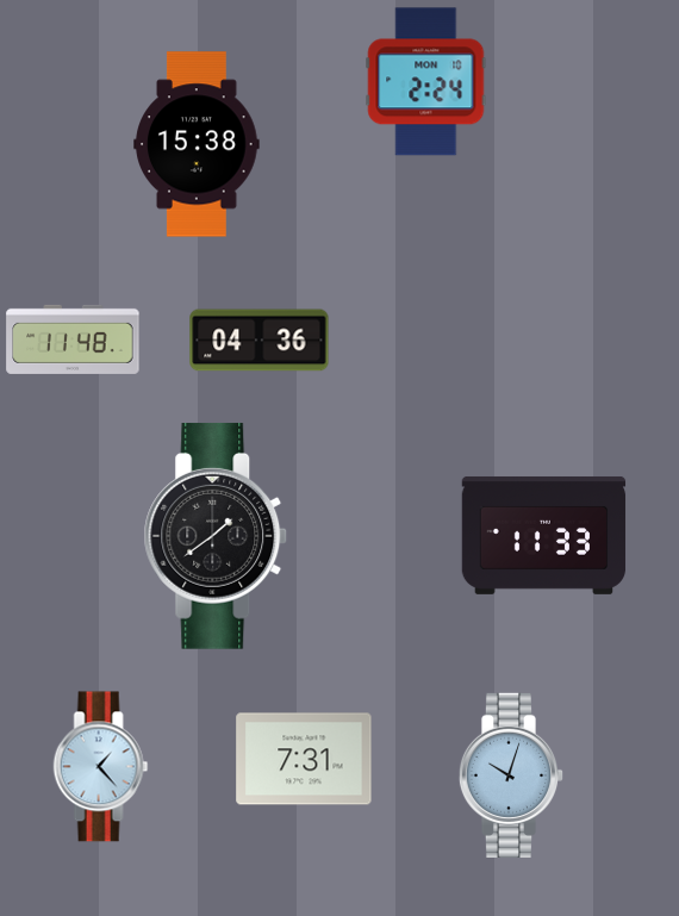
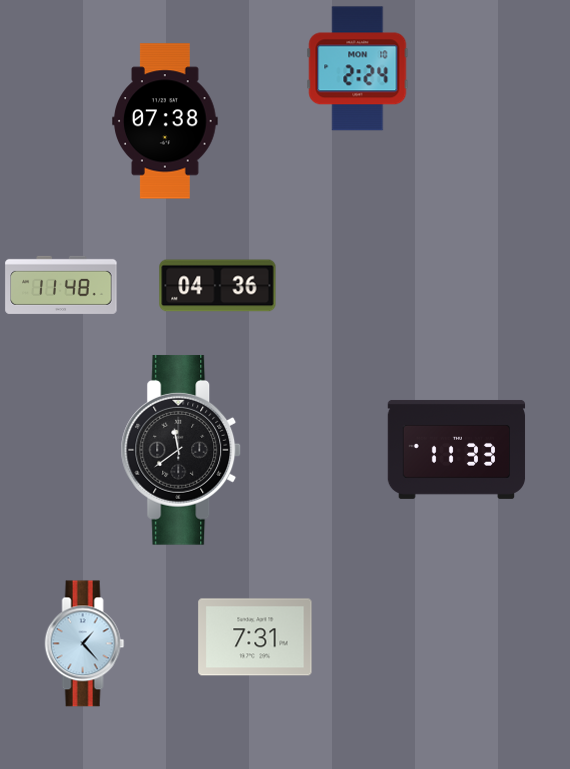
clock at (197, 144): 15:38 -> 07:38
clock at (216, 536): 1:39 -> 11:39
clock at (511, 775): 10:03 -> none
